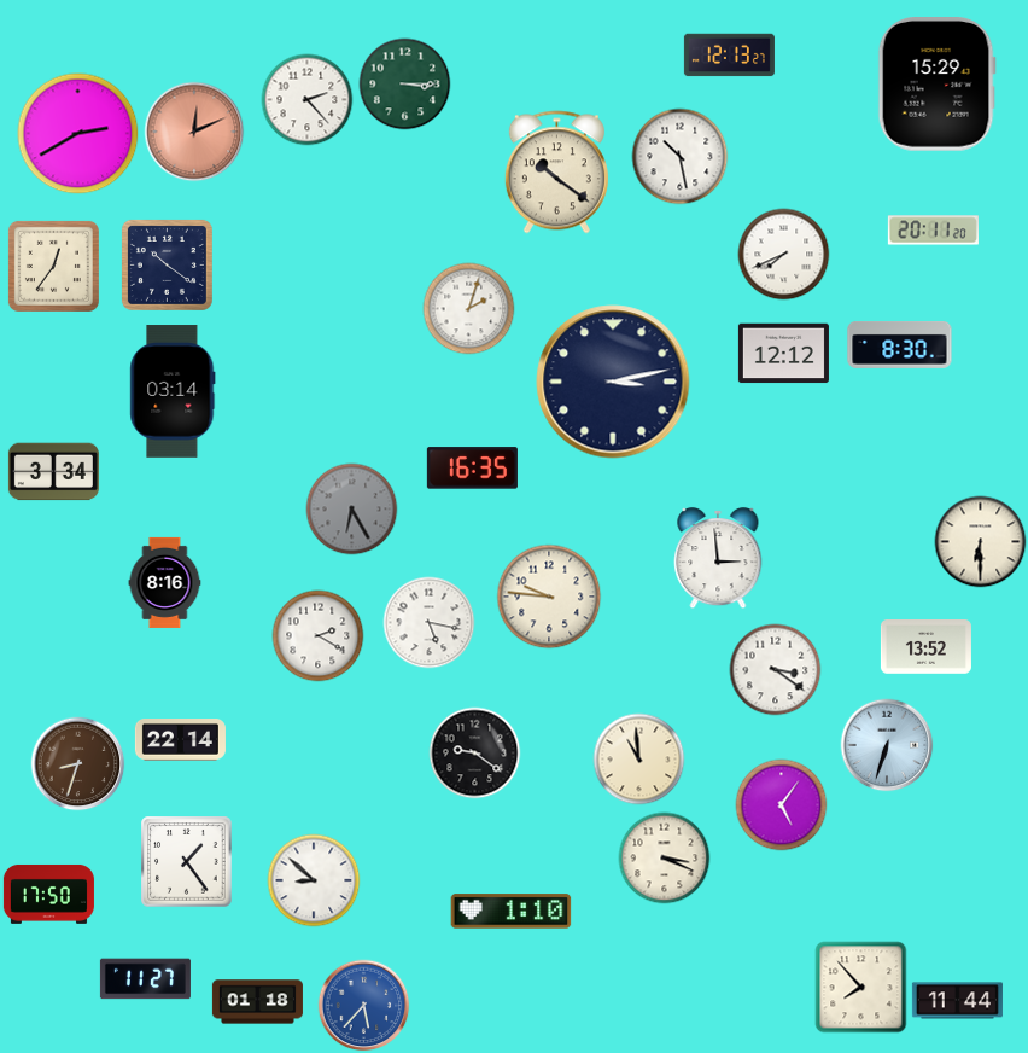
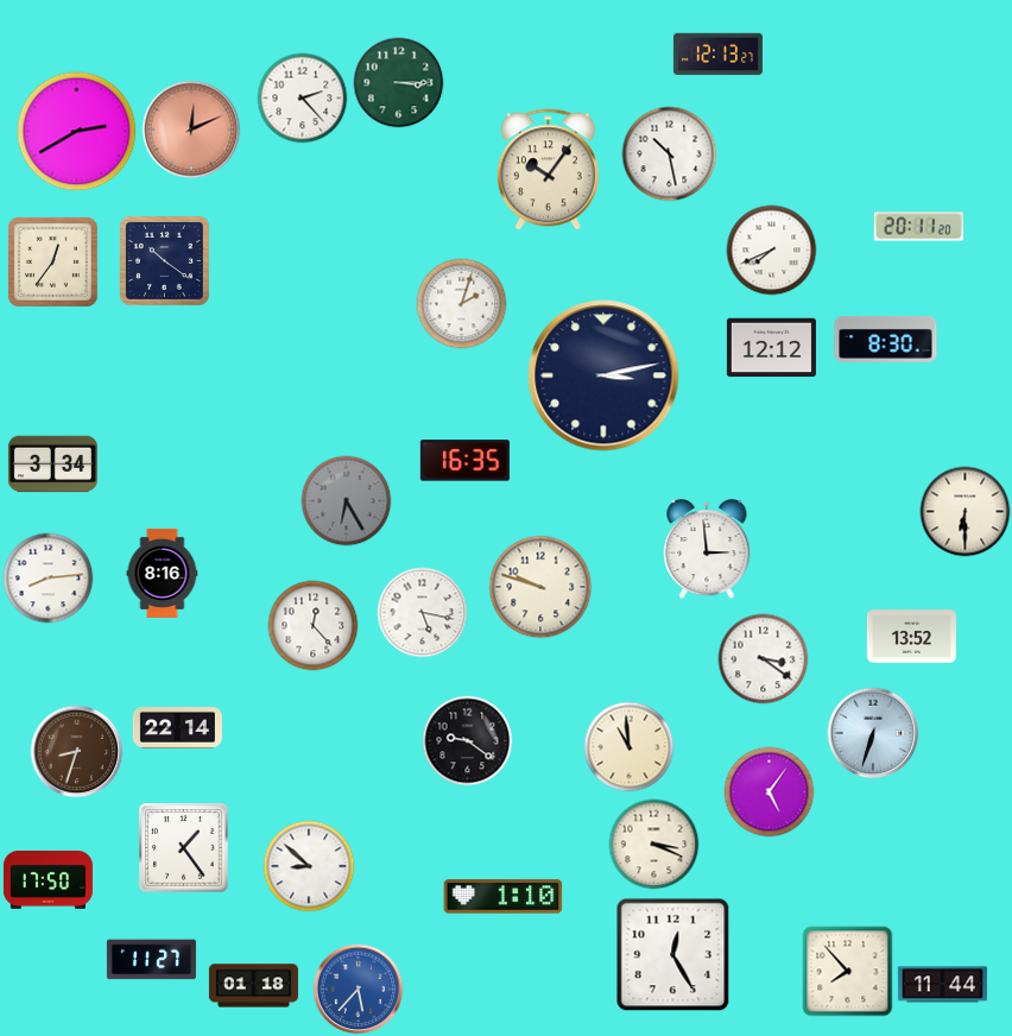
clock at (936, 85): 15:29 -> none
clock at (556, 173): 10:21 -> 10:06
clock at (173, 391): 03:14 -> none
clock at (981, 542) position: (981, 542) -> (966, 512)
clock at (49, 579): none -> 8:14
clock at (549, 597): 9:46 -> 9:48
clock at (319, 636): 2:20 -> 12:23
clock at (673, 955): none -> 12:25
clock at (145, 979) position: (145, 979) -> (151, 960)
